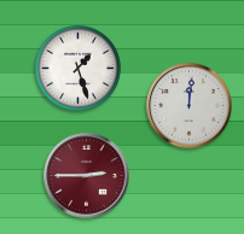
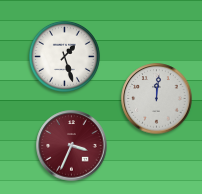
clock at (190, 106) position: (190, 106) -> (157, 99)
clock at (87, 176): 2:45 -> 3:34
